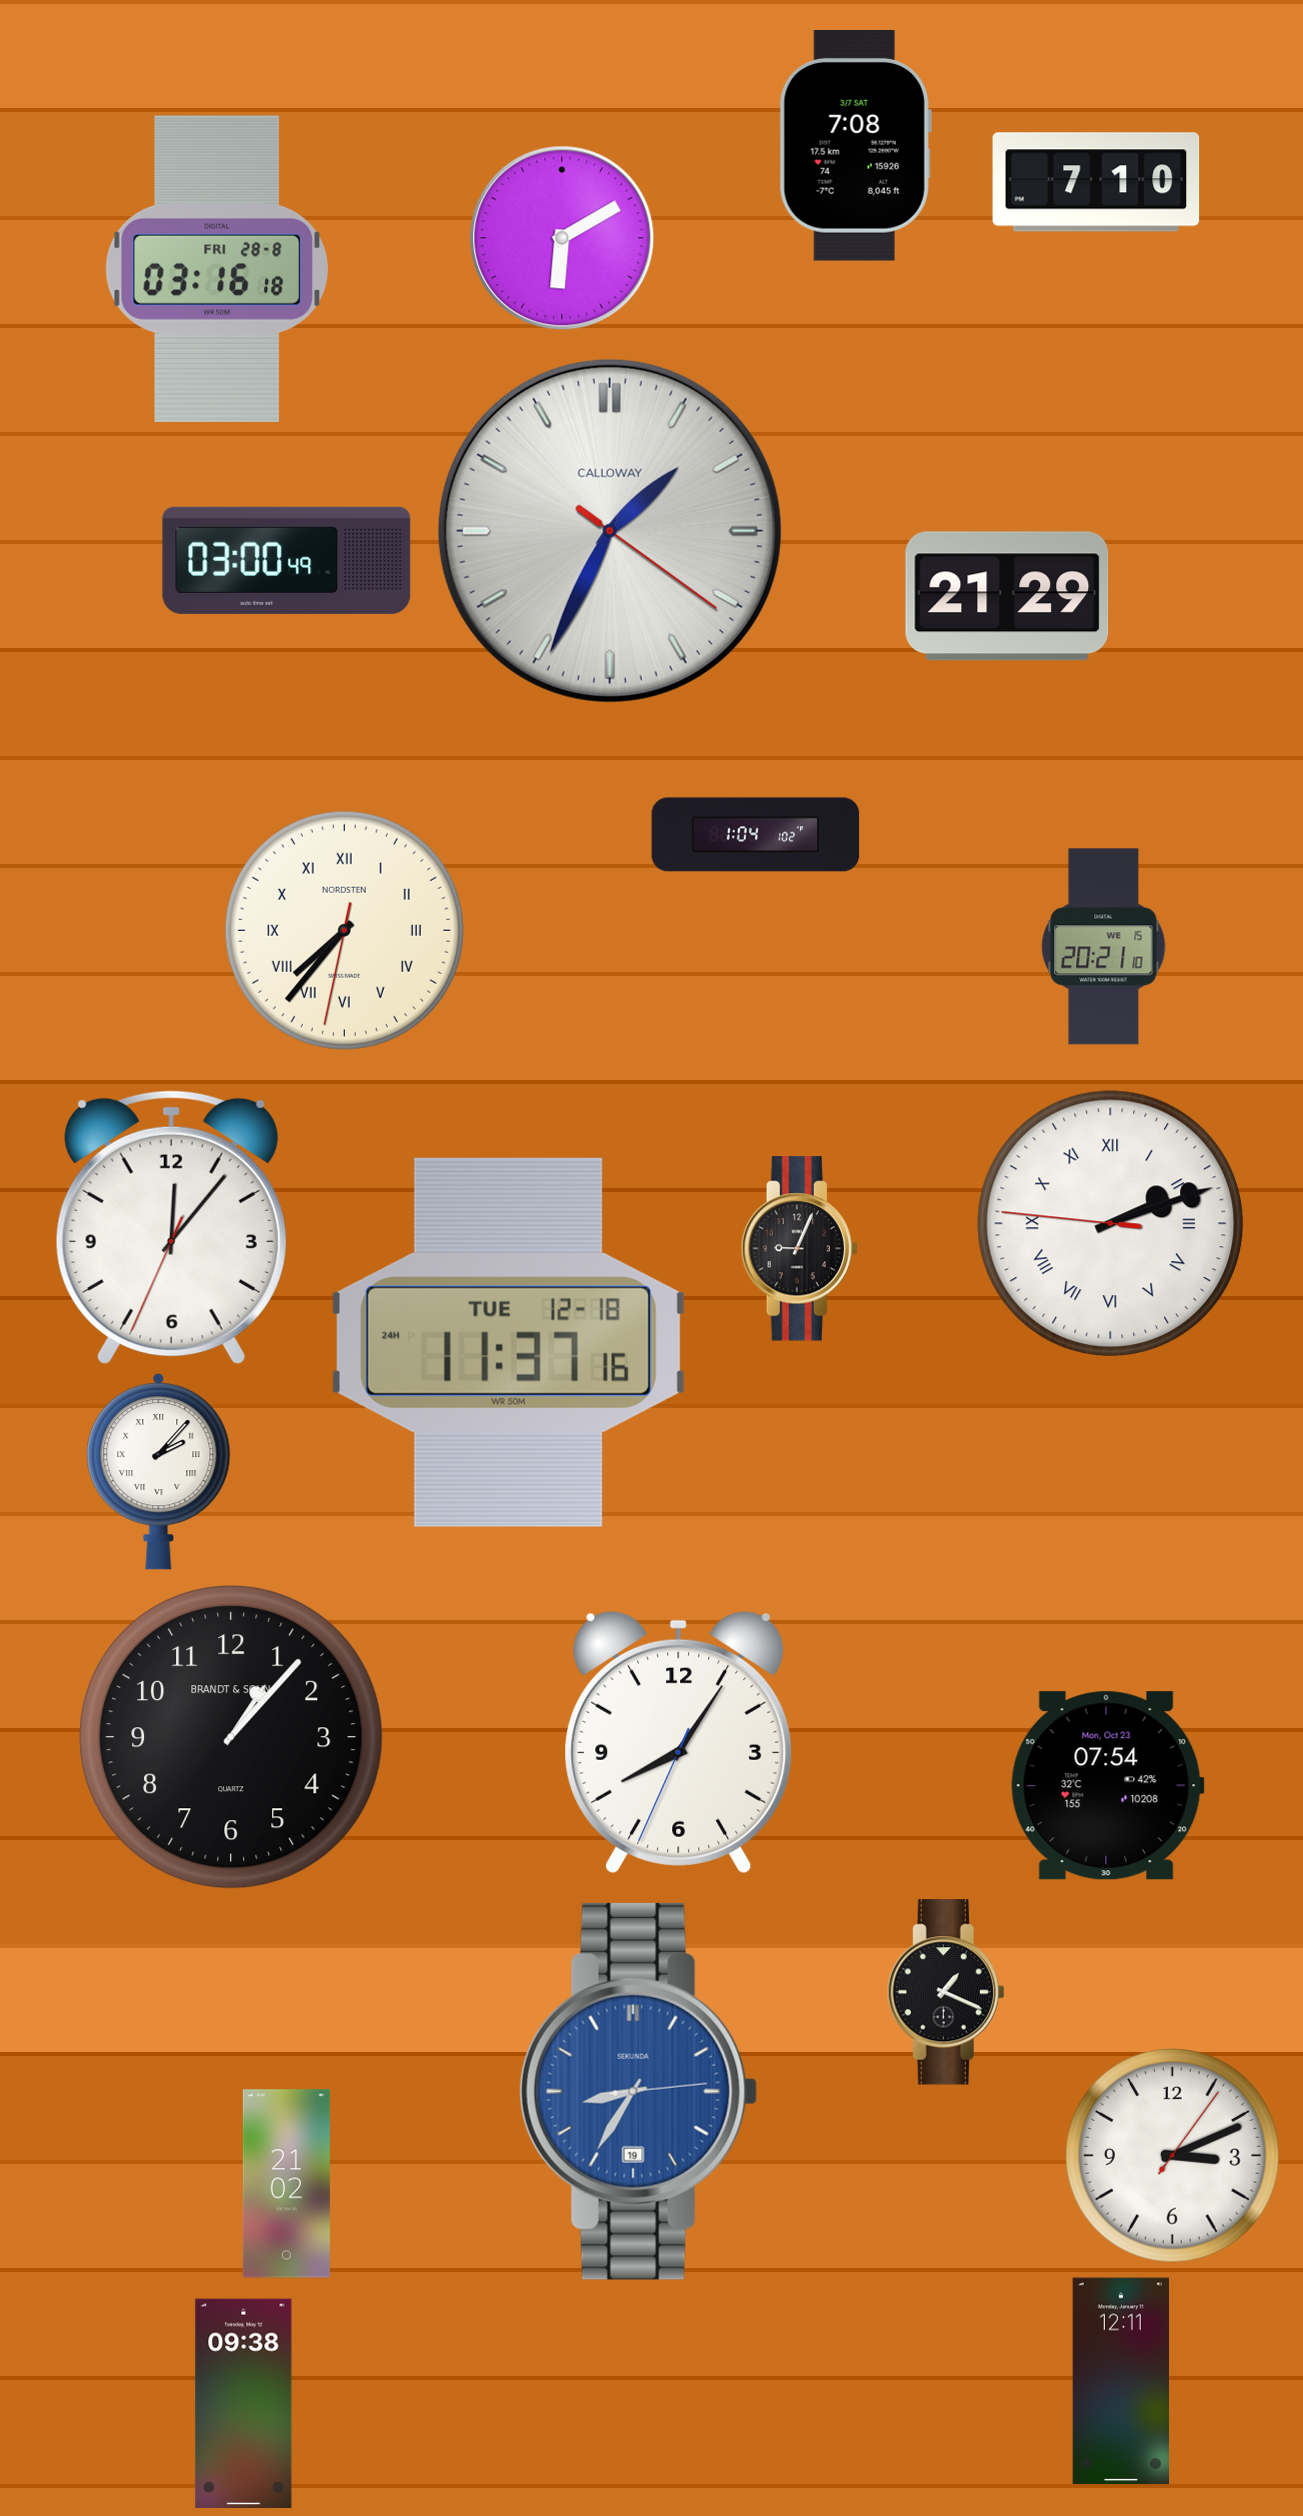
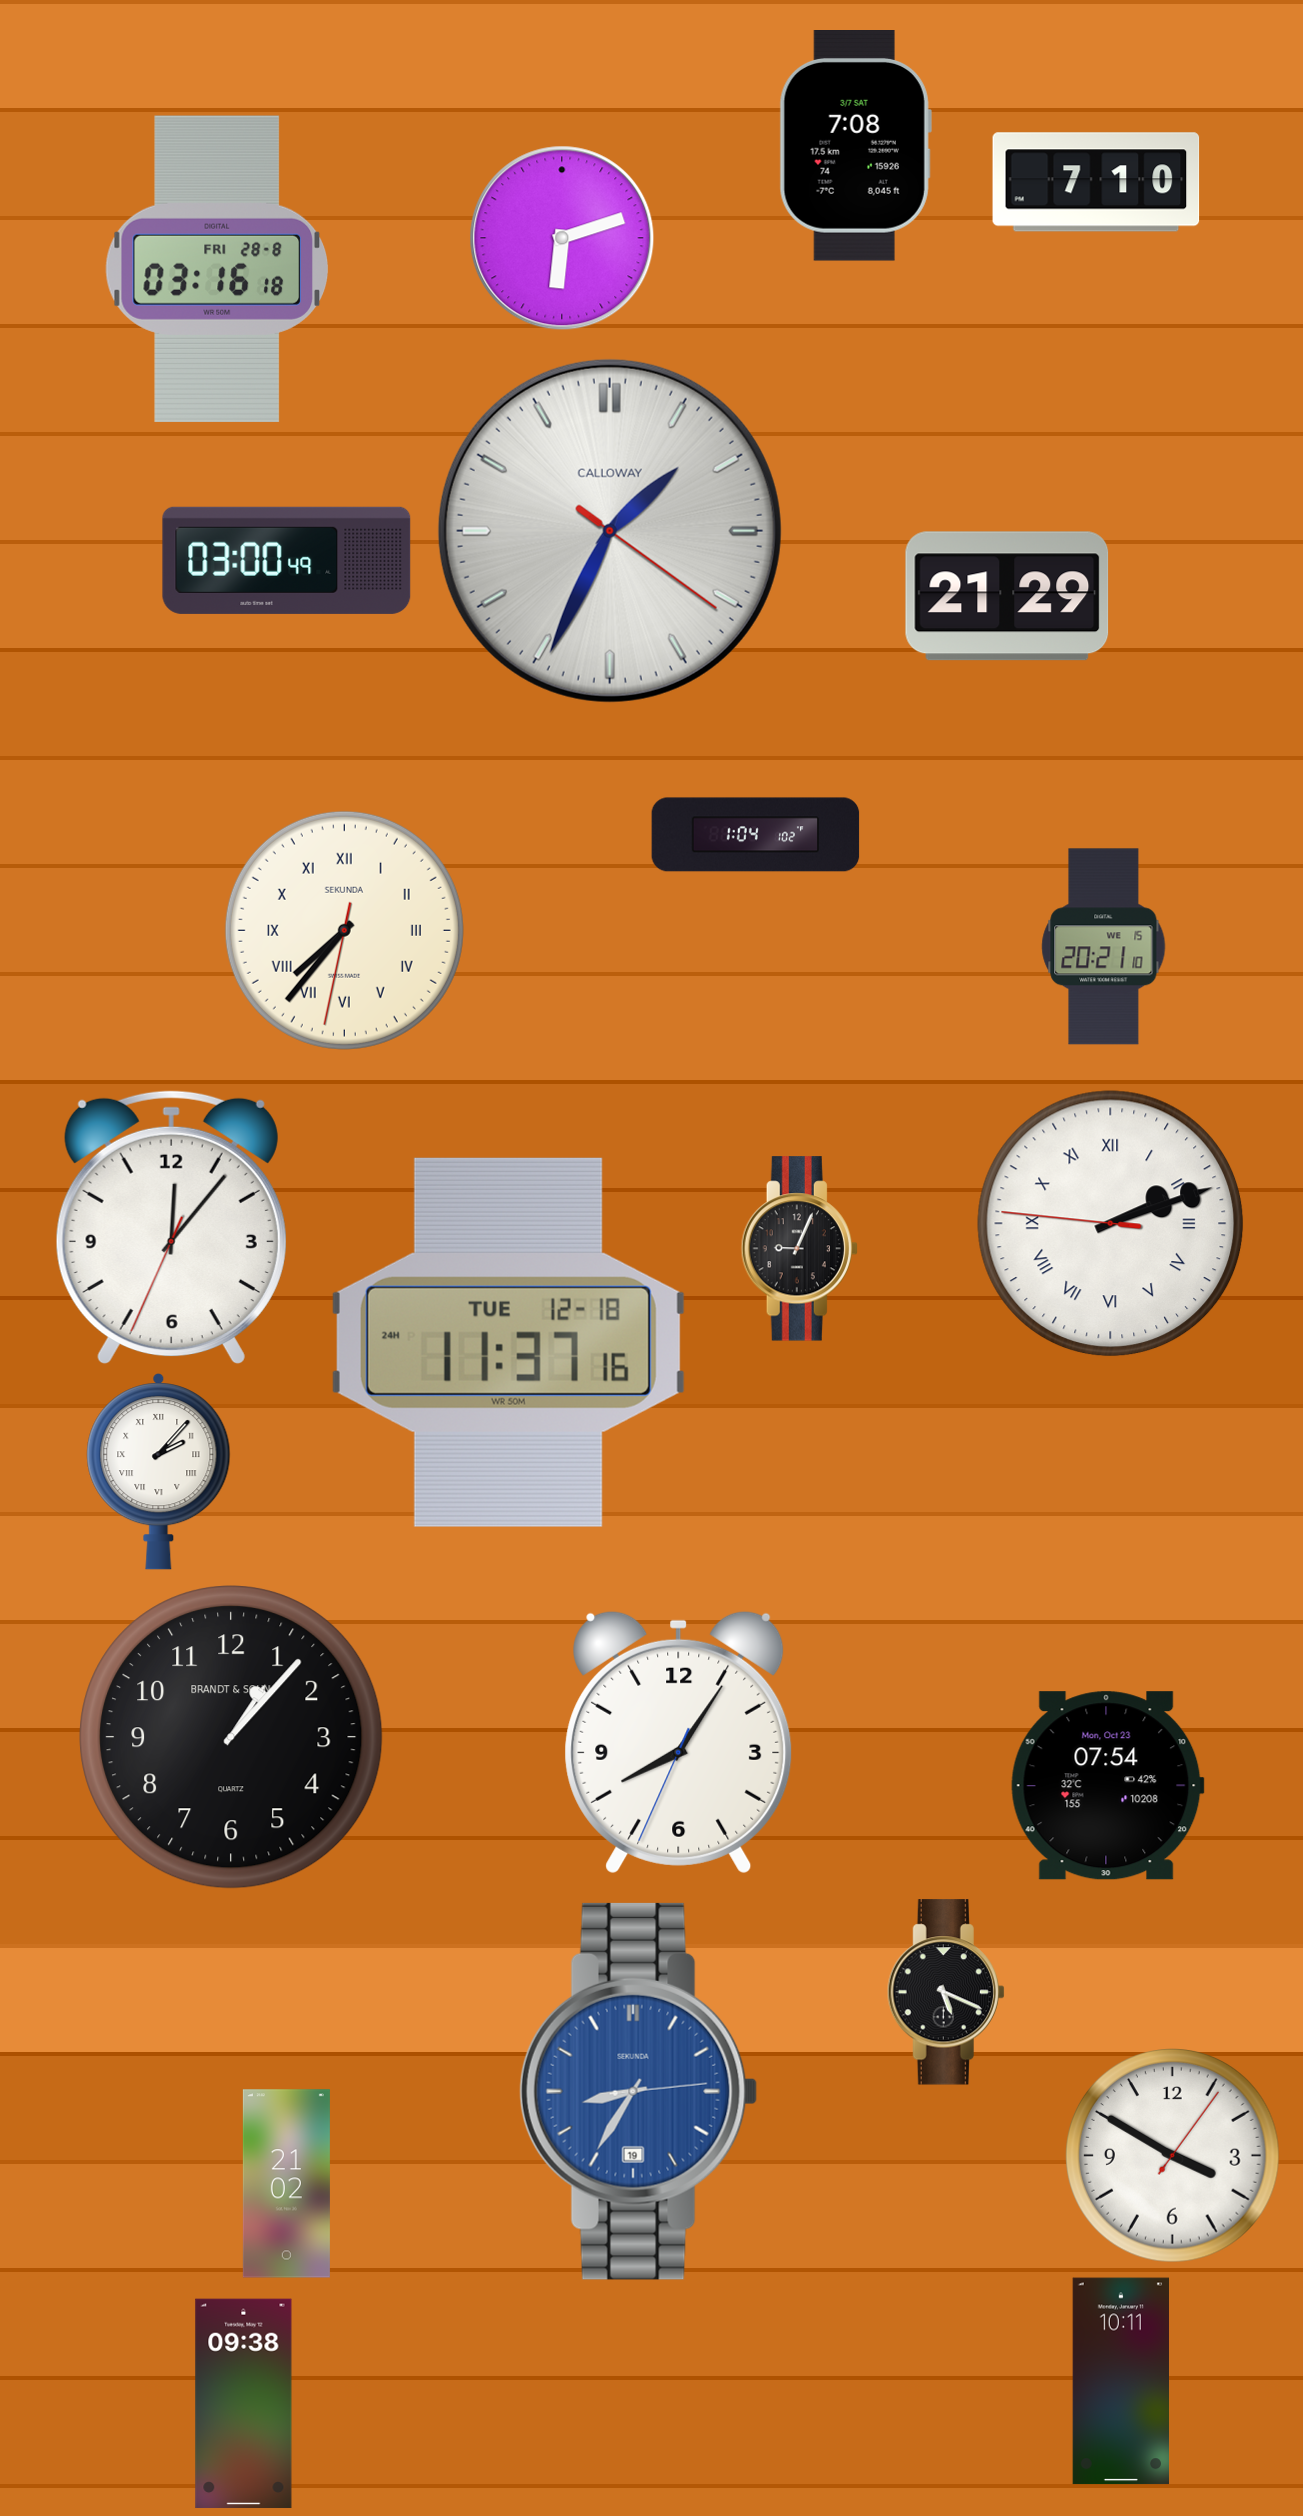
clock at (562, 238): 6:10 -> 6:12
clock at (344, 930) brand: NORDSTEN -> SEKUNDA
clock at (946, 1992): 1:19 -> 5:19
clock at (1173, 2156): 3:11 -> 3:50
clock at (1121, 2381): 12:11 -> 10:11
